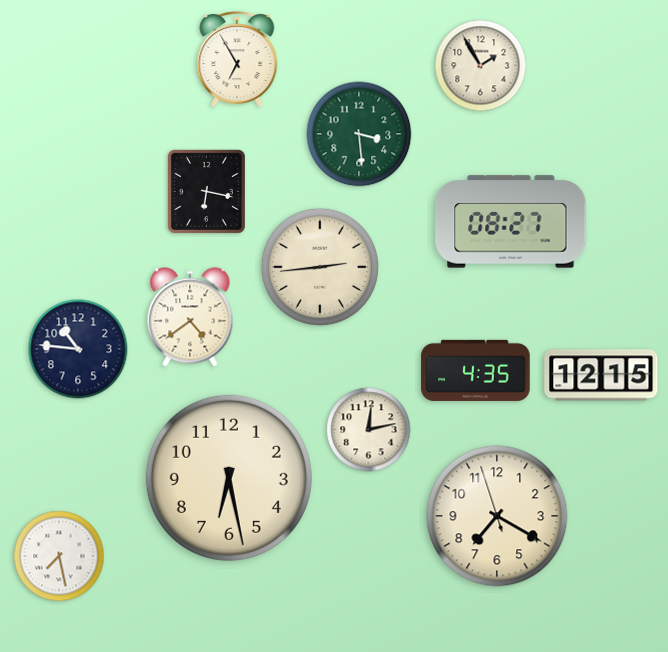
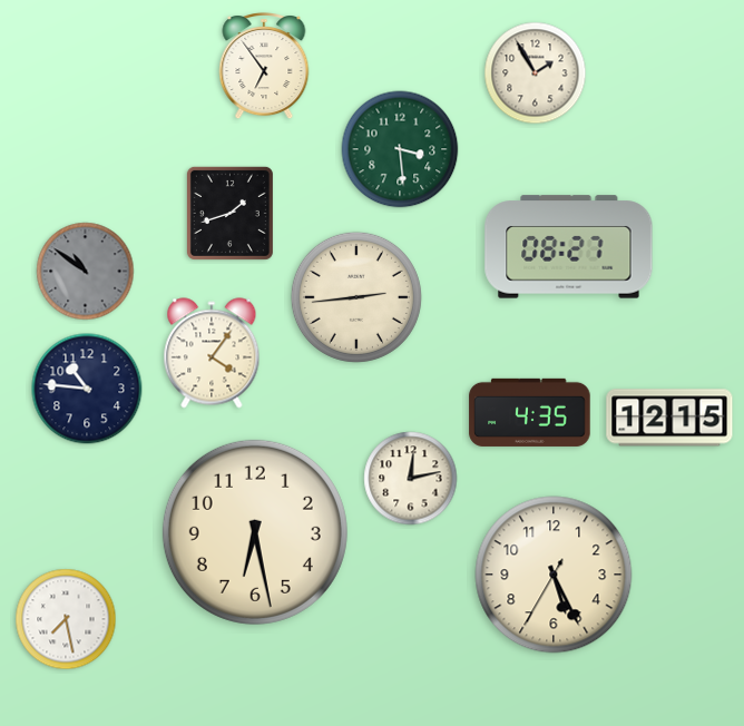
clock at (237, 59): 6:55 -> 6:54
clock at (206, 191): 6:17 -> 1:42
clock at (86, 272): none -> 10:51
clock at (190, 317): 4:39 -> 4:06
clock at (497, 516): 7:19 -> 5:25
